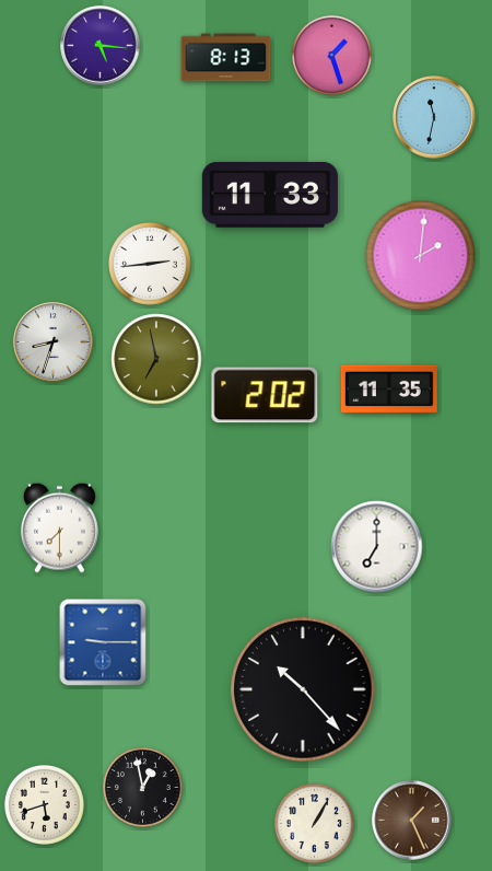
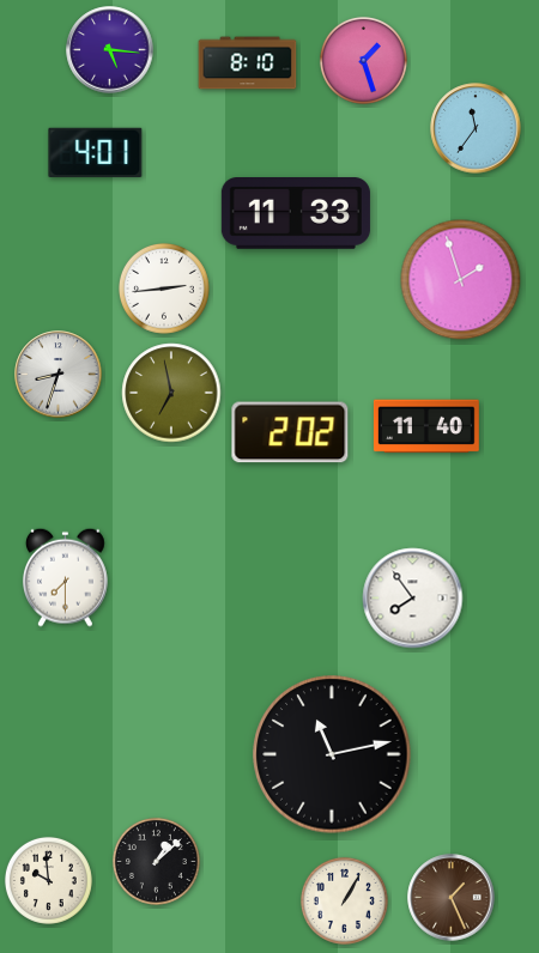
clock at (226, 58): 8:13 -> 8:10
clock at (434, 117): 11:32 -> 11:36
clock at (96, 152): none -> 4:01
clock at (421, 256): 2:01 -> 1:57
clock at (389, 390): 11:35 -> 11:40
clock at (377, 547): 7:00 -> 7:54
clock at (103, 642): 9:15 -> none
clock at (303, 689): 10:23 -> 11:13
clock at (142, 787): 12:58 -> 1:08
clock at (44, 804): 5:42 -> 9:59
